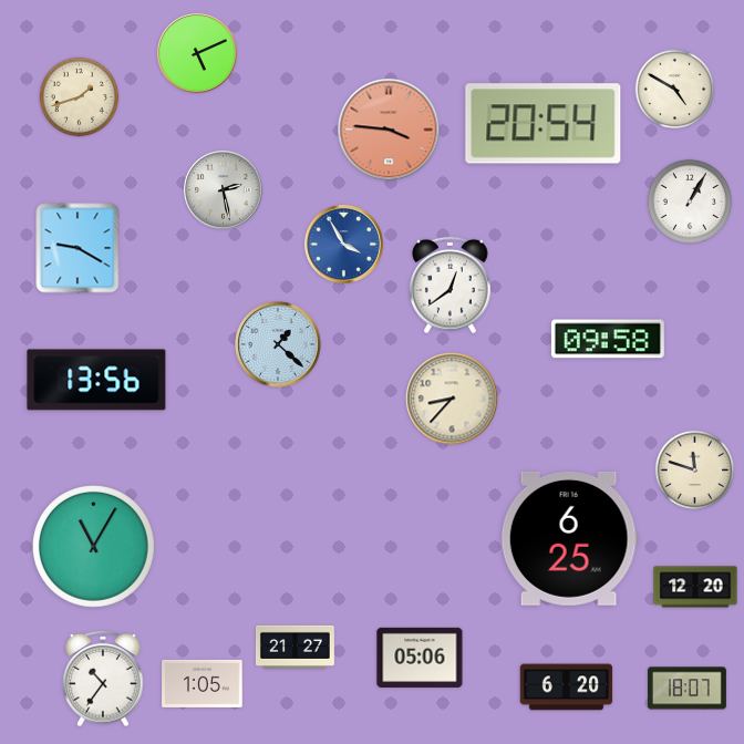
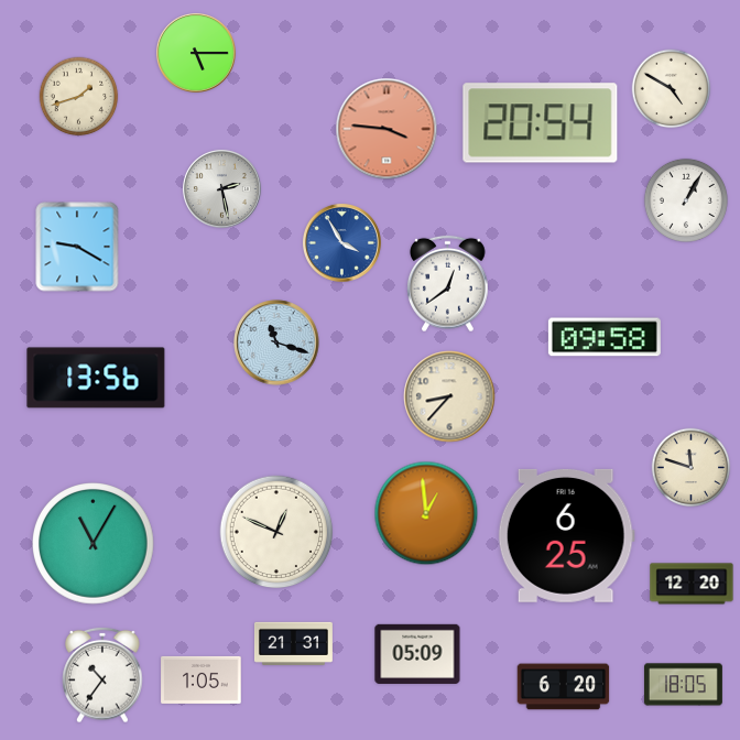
clock at (197, 53): 5:11 -> 5:15
clock at (278, 344): 1:22 -> 11:18
clock at (426, 513): none -> 12:59
clock at (276, 532): none -> 12:49
clock at (294, 647): 21:27 -> 21:31
clock at (420, 658): 05:06 -> 05:09
clock at (567, 688) position: (567, 688) -> (564, 687)
clock at (686, 689): 18:07 -> 18:05
